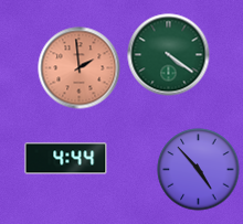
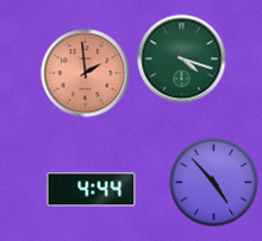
clock at (169, 55): 4:21 -> 4:18
clock at (66, 159) position: (66, 159) -> (92, 190)
